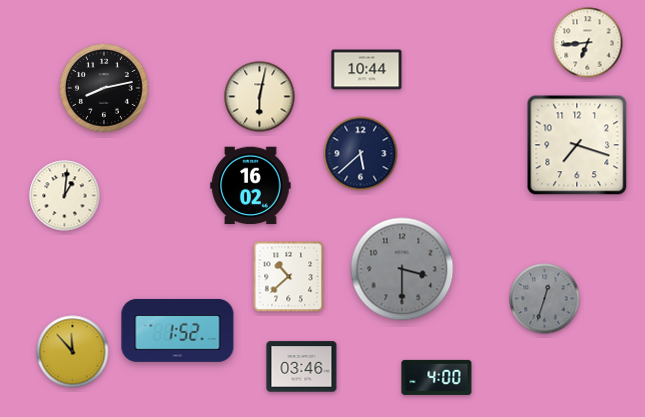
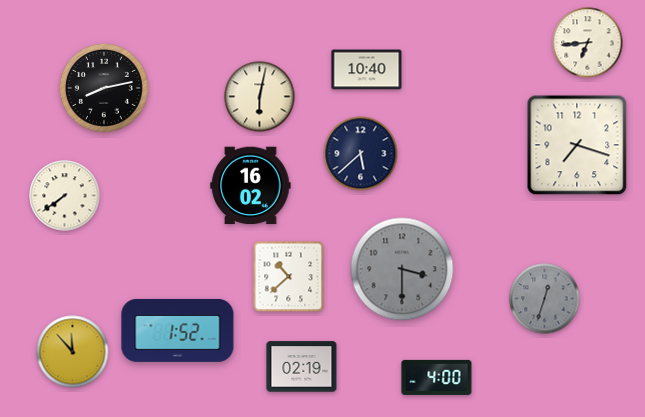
clock at (367, 70): 10:44 -> 10:40
clock at (65, 196): 1:01 -> 7:39
clock at (302, 367): 03:46 -> 02:19
